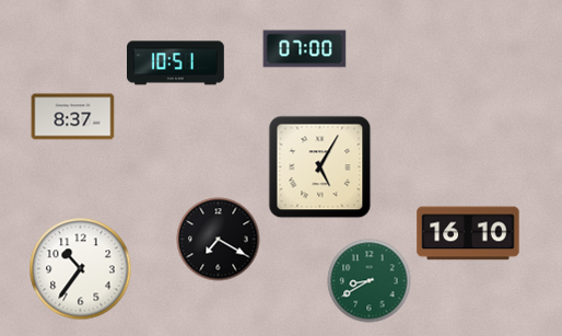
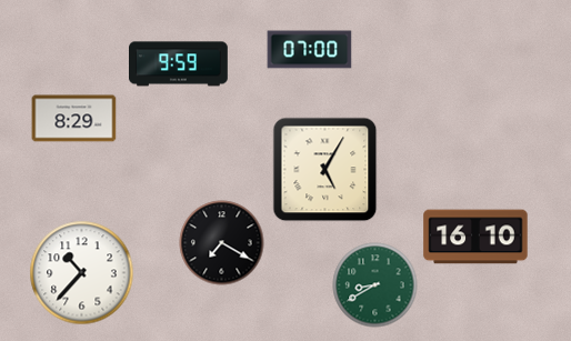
clock at (176, 63): 10:51 -> 9:59
clock at (73, 117): 8:37 -> 8:29
clock at (81, 269): 10:36 -> 10:37
